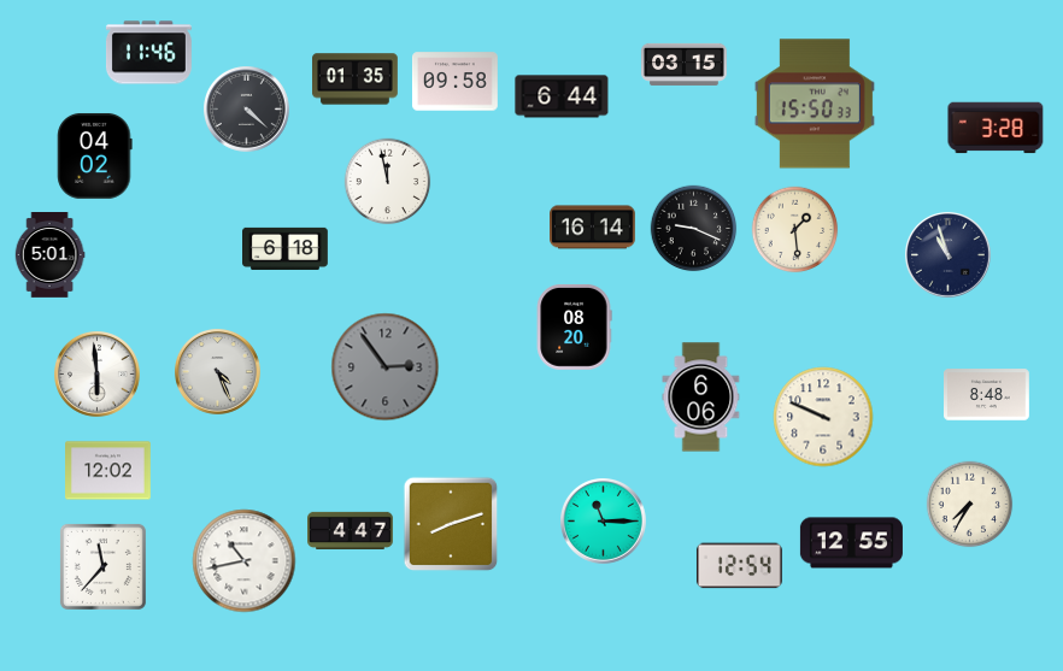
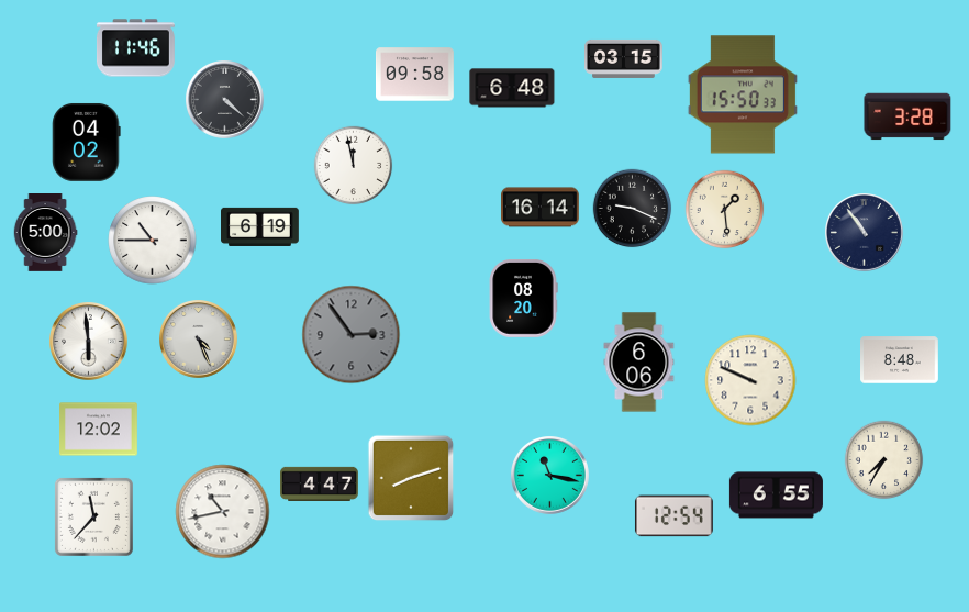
clock at (356, 80): 01:35 -> none
clock at (562, 96): 6:44 -> 6:48
clock at (286, 248): 6:18 -> 6:19
clock at (49, 255): 5:01 -> 5:00
clock at (949, 255): 10:57 -> 10:54
clock at (153, 241): none -> 10:45
clock at (604, 522): 11:15 -> 11:17
clock at (851, 543): 12:55 -> 6:55
